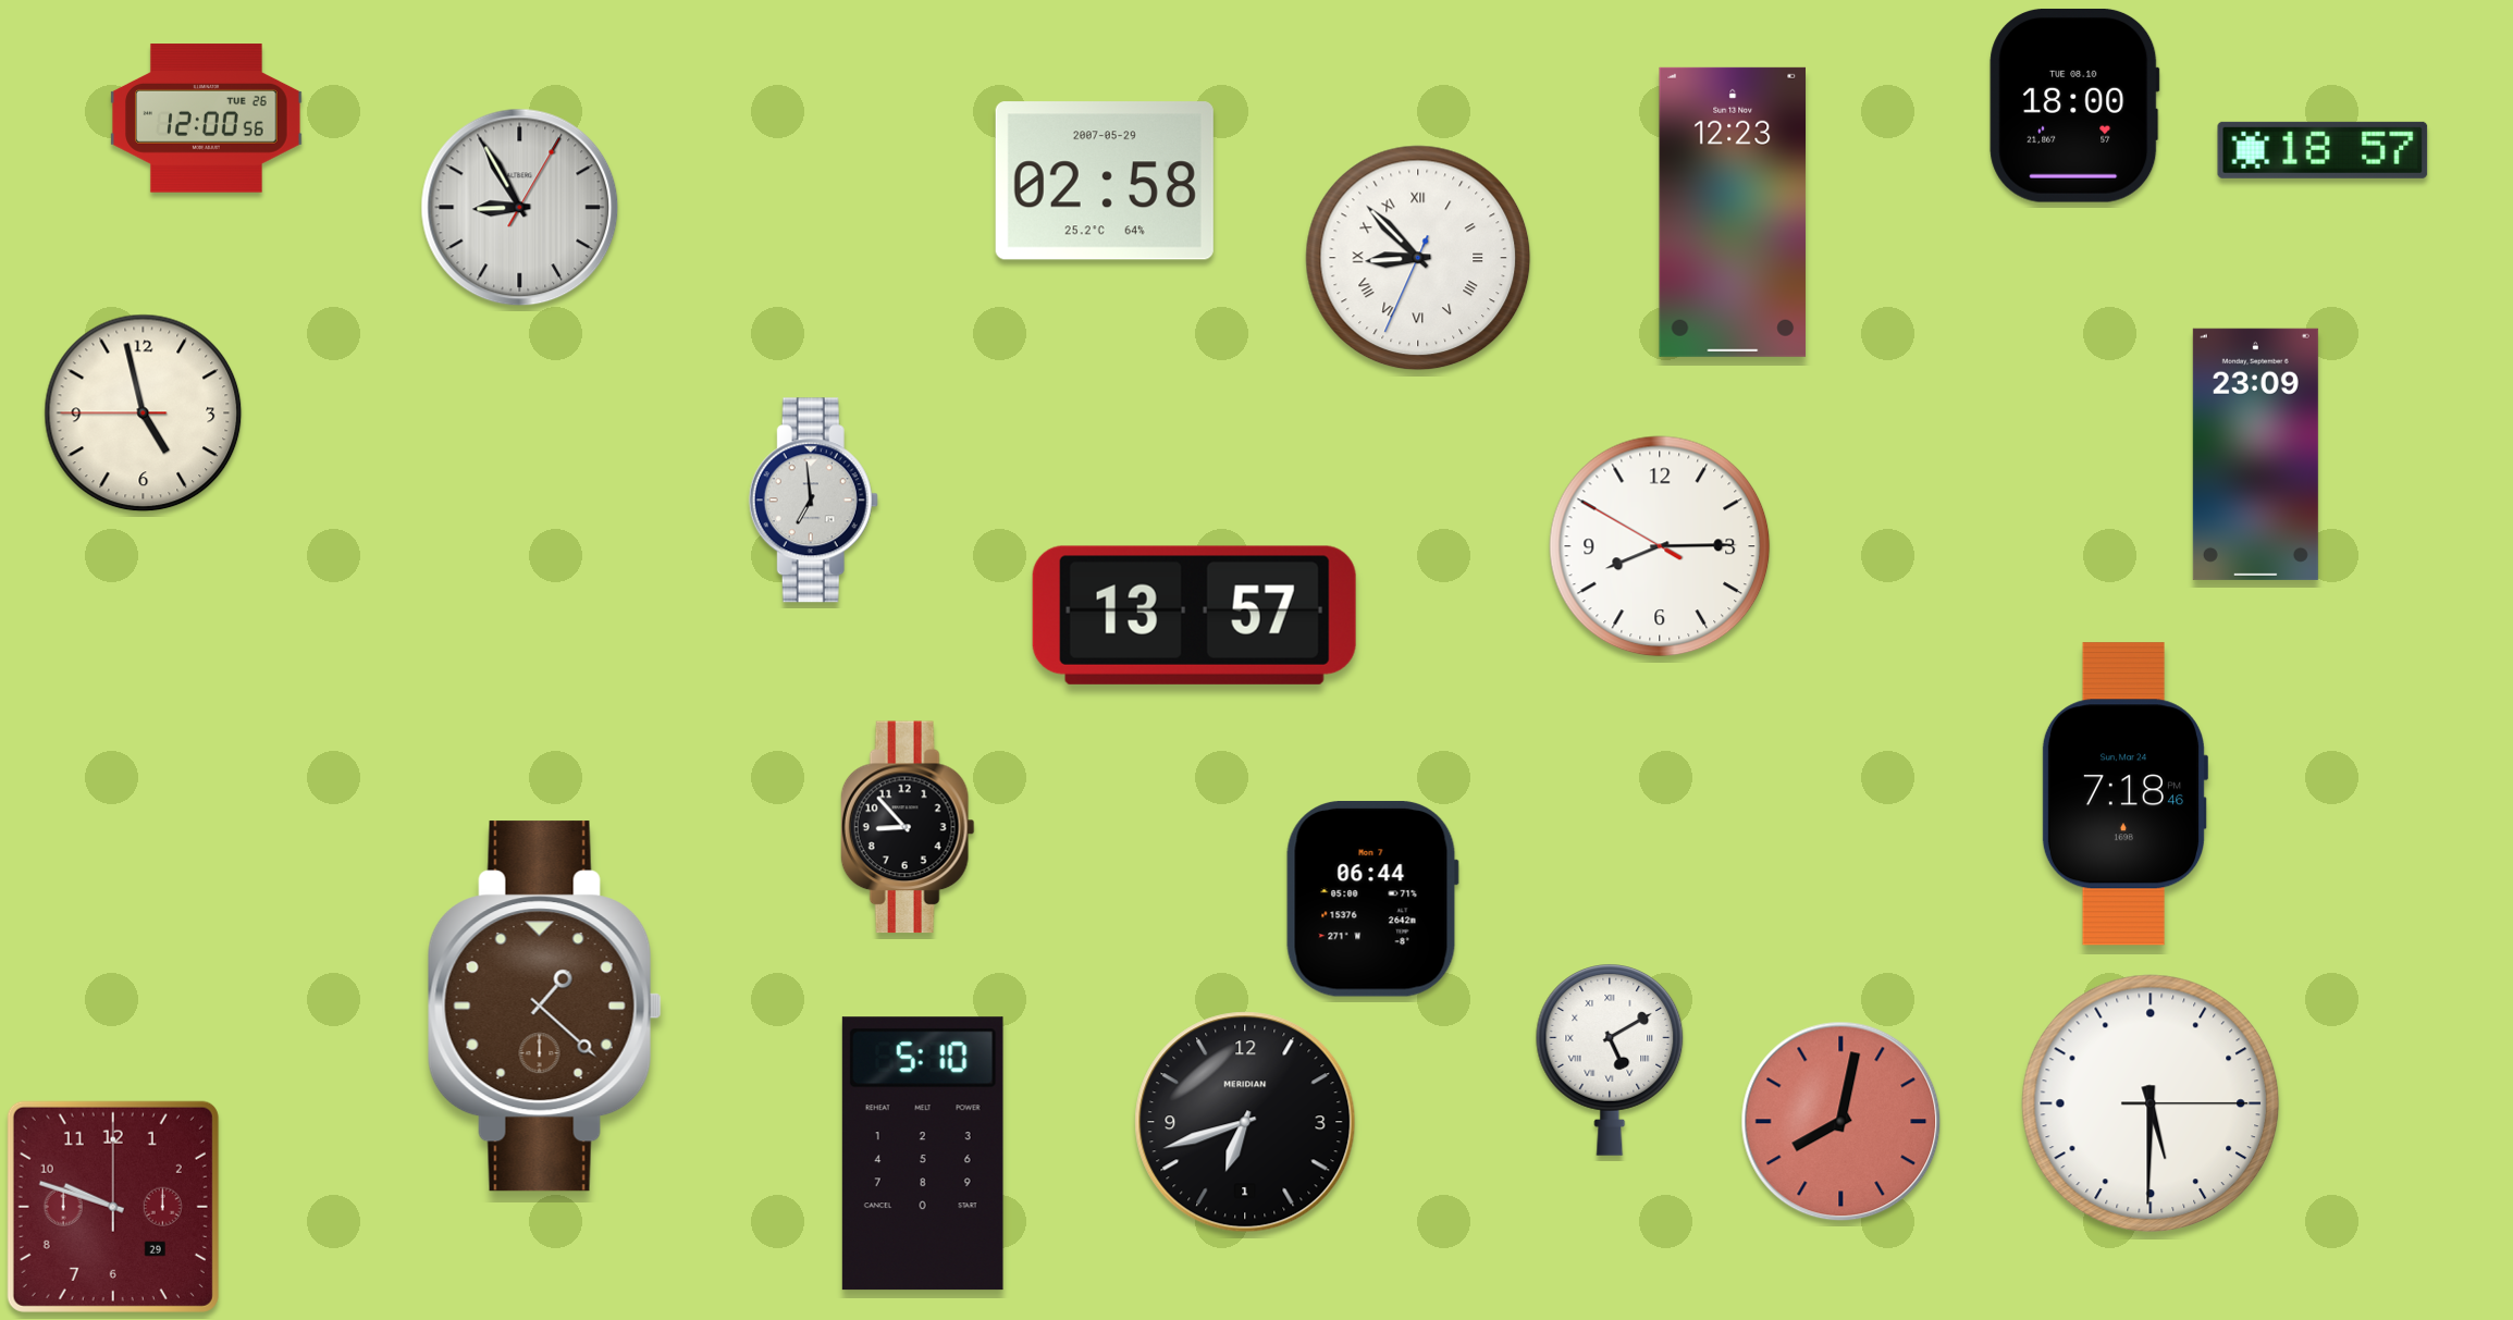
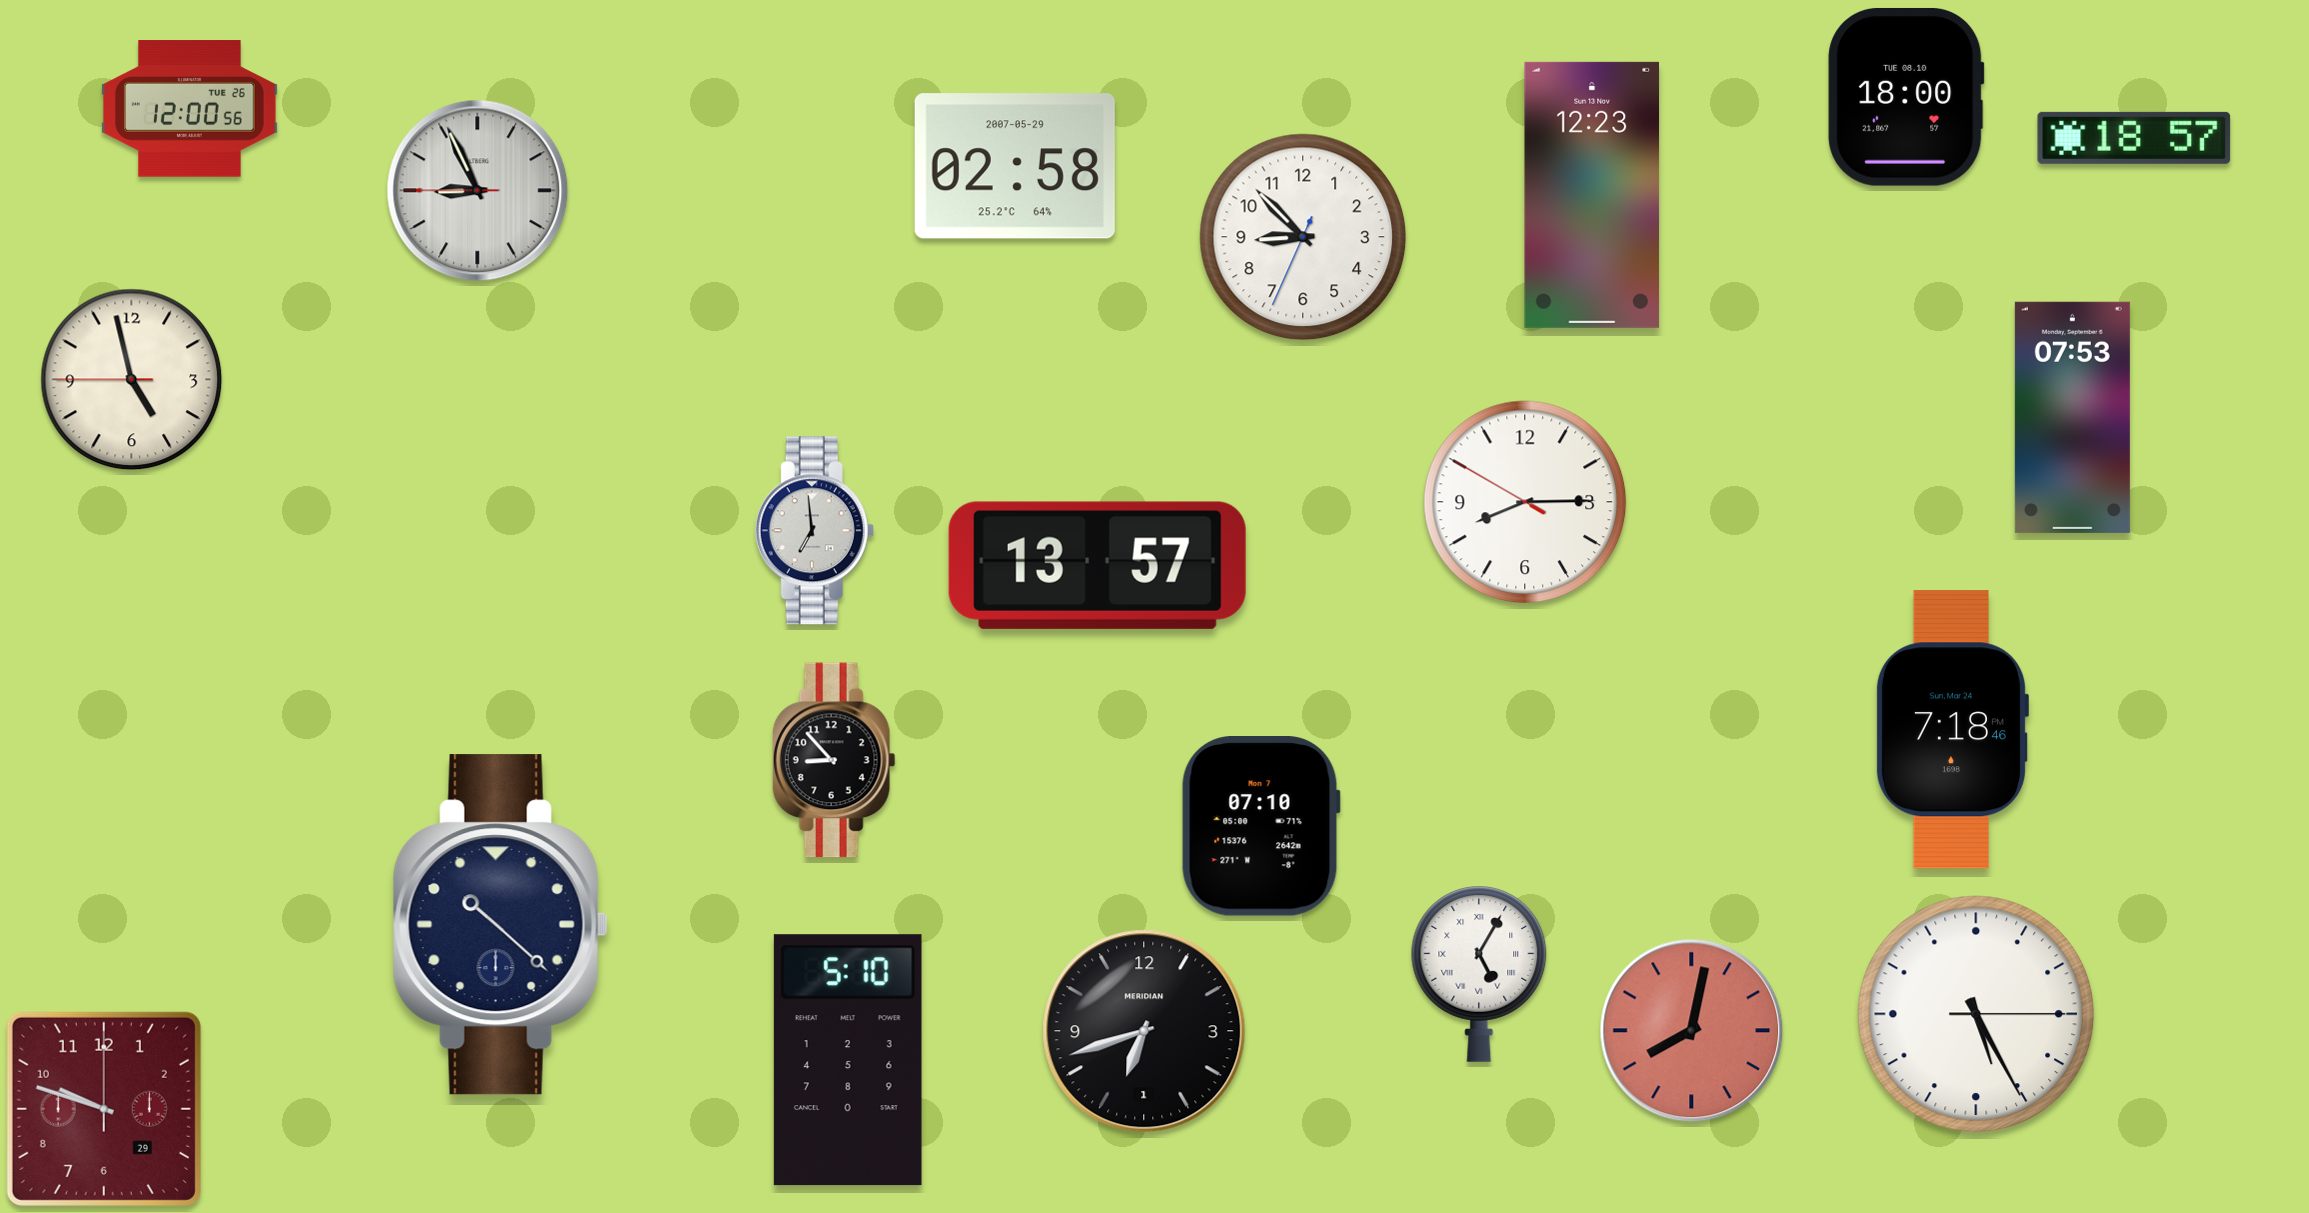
clock at (520, 208): 8:55:05 -> 8:55:45
clock at (1418, 258) numerals: Roman -> Arabic
clock at (2255, 454): 23:09 -> 07:53
clock at (813, 501) position: (813, 501) -> (814, 531)
clock at (1372, 900): 06:44 -> 07:10
clock at (544, 1007): 1:22 -> 10:22
clock at (544, 1007) dial: brown -> navy
clock at (1610, 1060): 5:10 -> 5:05
clock at (2151, 1103): 5:30 -> 5:25
